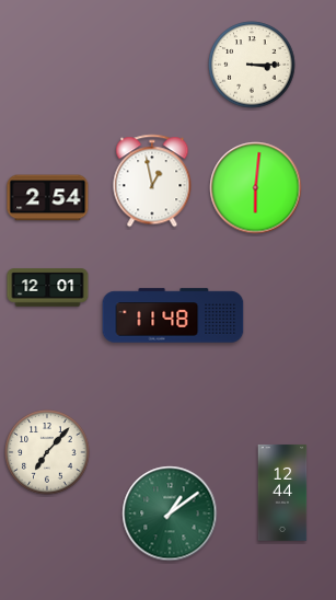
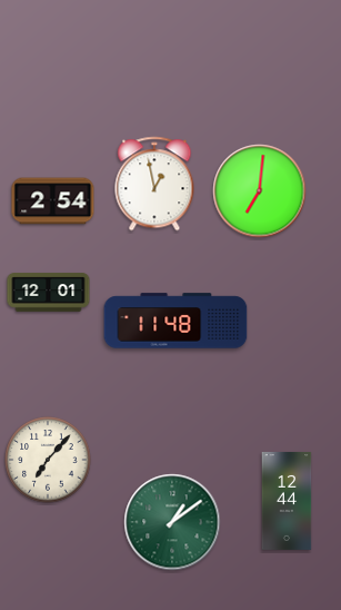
clock at (252, 65): 3:15 -> none
clock at (256, 188): 6:01 -> 7:01
clock at (48, 198) position: (48, 198) -> (53, 201)
